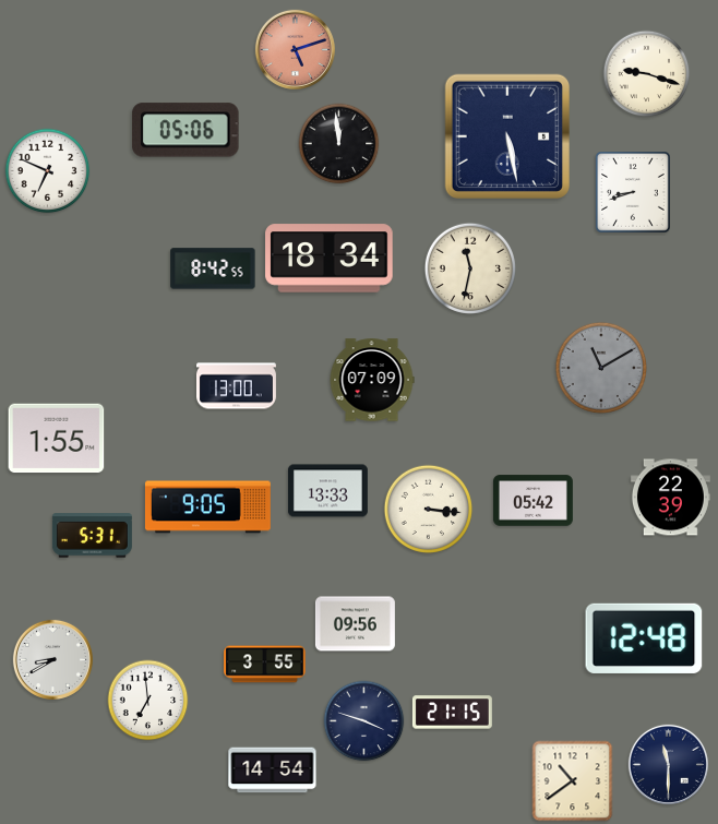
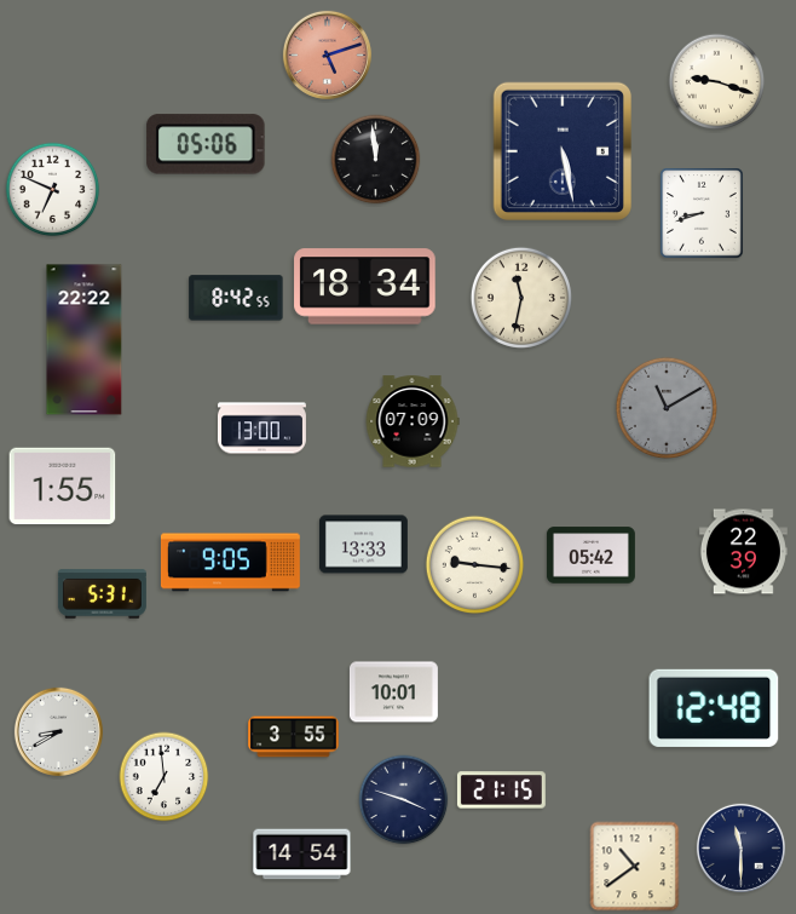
clock at (85, 340): none -> 22:22
clock at (429, 510): 3:16 -> 9:16
clock at (355, 624): 09:56 -> 10:01
